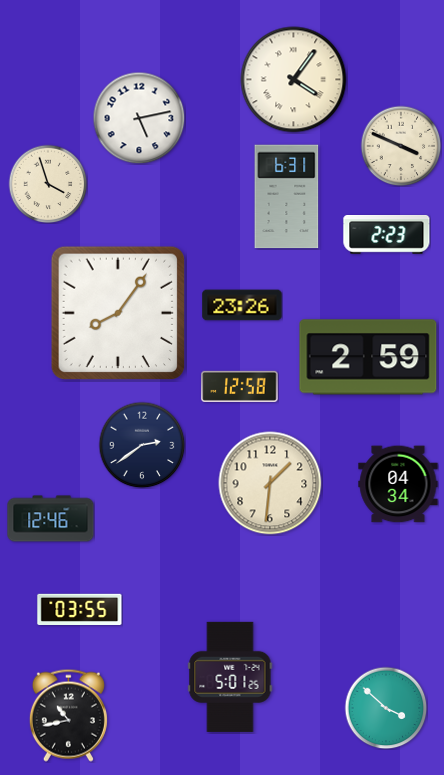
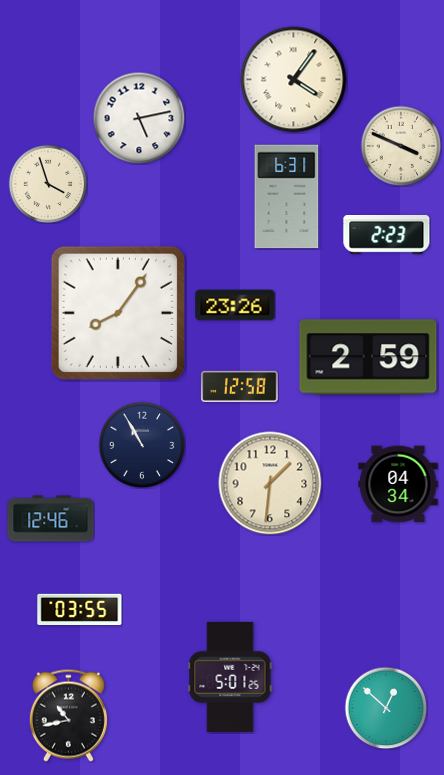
clock at (242, 305) position: (242, 305) -> (235, 305)
clock at (142, 445): 2:39 -> 10:55
clock at (386, 708): 3:52 -> 12:52
